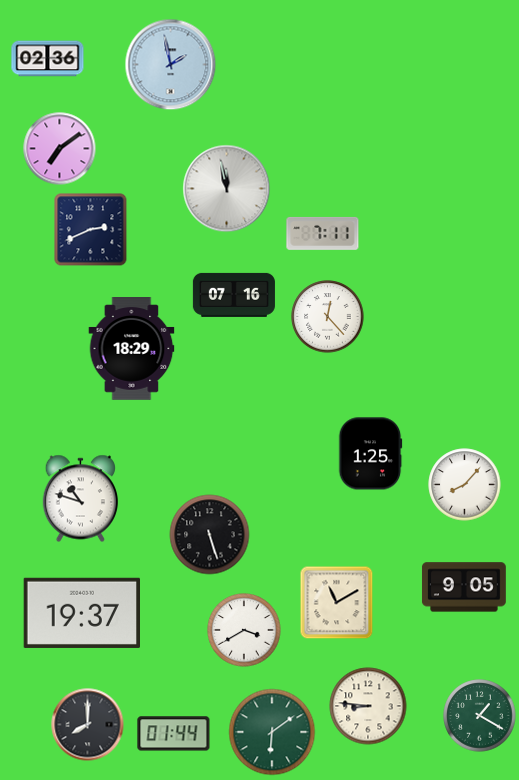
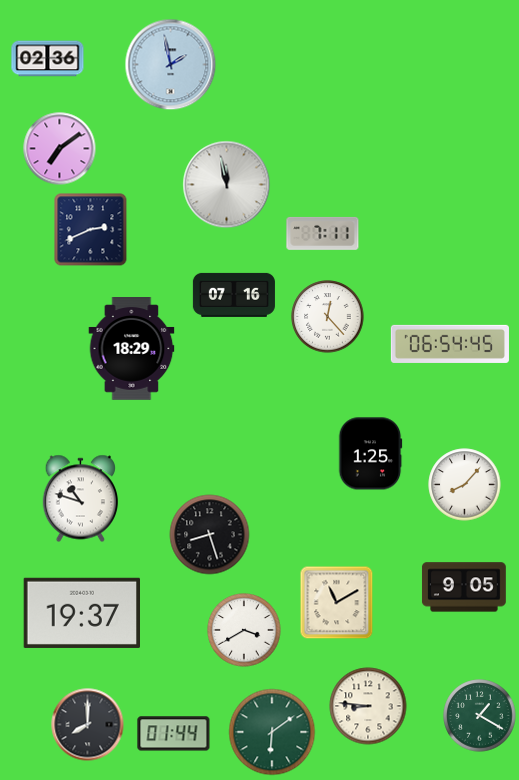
clock at (227, 189) position: (227, 189) -> (227, 185)
clock at (450, 344): none -> 06:54
clock at (210, 535): 5:27 -> 8:27
